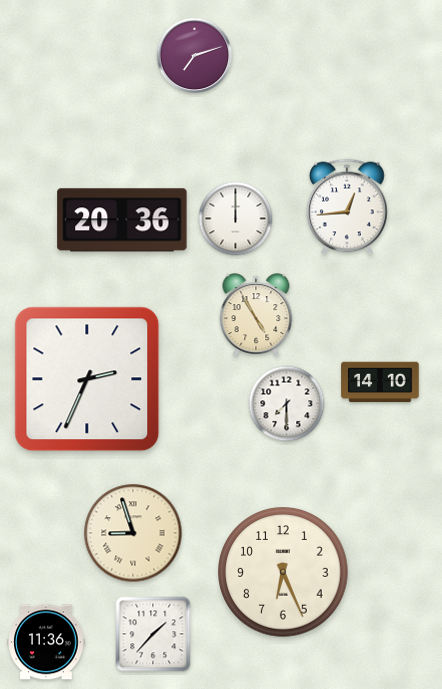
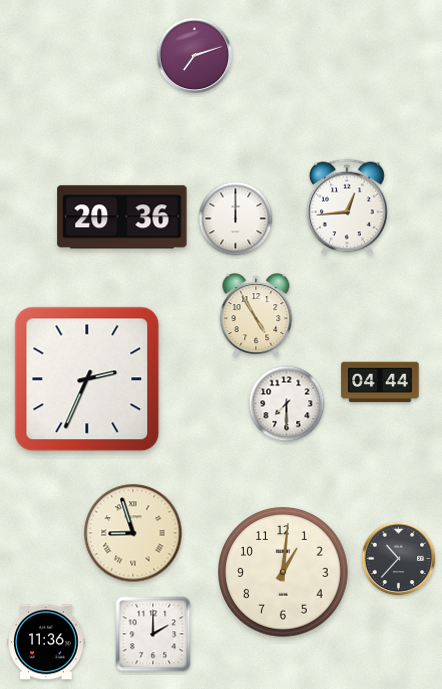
clock at (122, 220) position: (122, 220) -> (122, 217)
clock at (380, 382): 14:10 -> 04:44
clock at (399, 559): none -> 10:37
clock at (283, 572): 6:26 -> 1:01
clock at (153, 634): 1:37 -> 2:00
